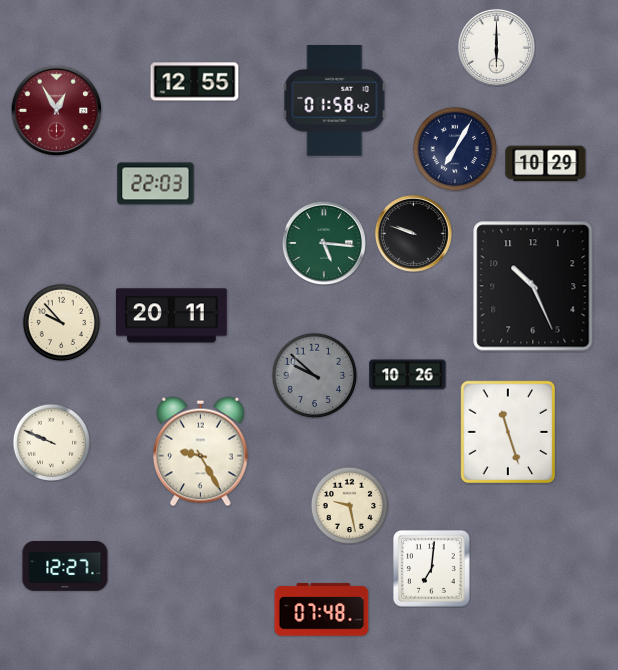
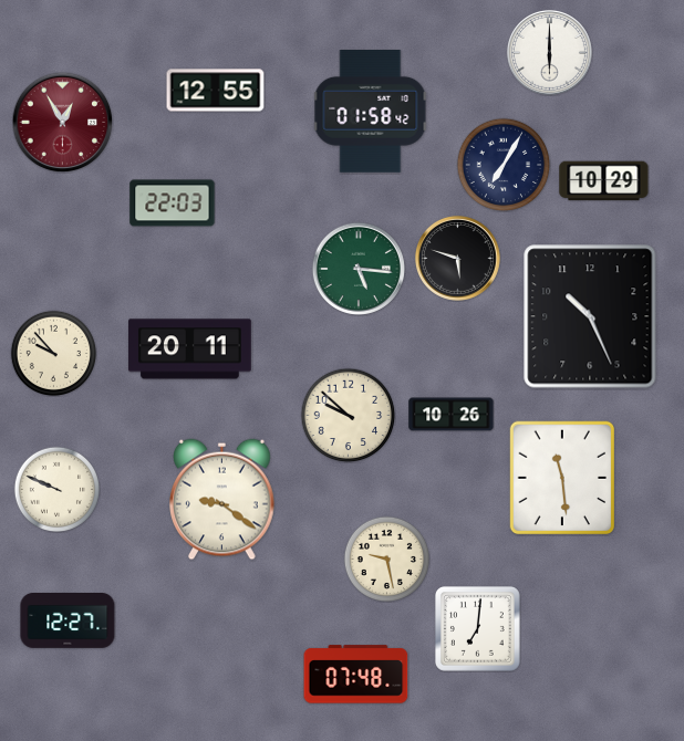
clock at (413, 233): 9:48 -> 5:48
clock at (61, 322) position: (61, 322) -> (53, 353)
clock at (314, 375) dial: grey -> cream
clock at (508, 432): 11:27 -> 11:29
clock at (201, 452): 9:25 -> 9:21
clock at (65, 567) position: (65, 567) -> (68, 622)
